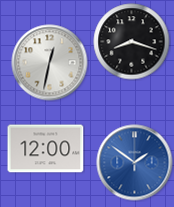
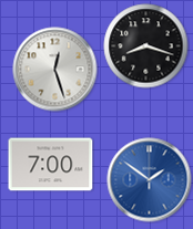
clock at (50, 63): 12:32 -> 12:27
clock at (46, 149): 12:00 -> 7:00
